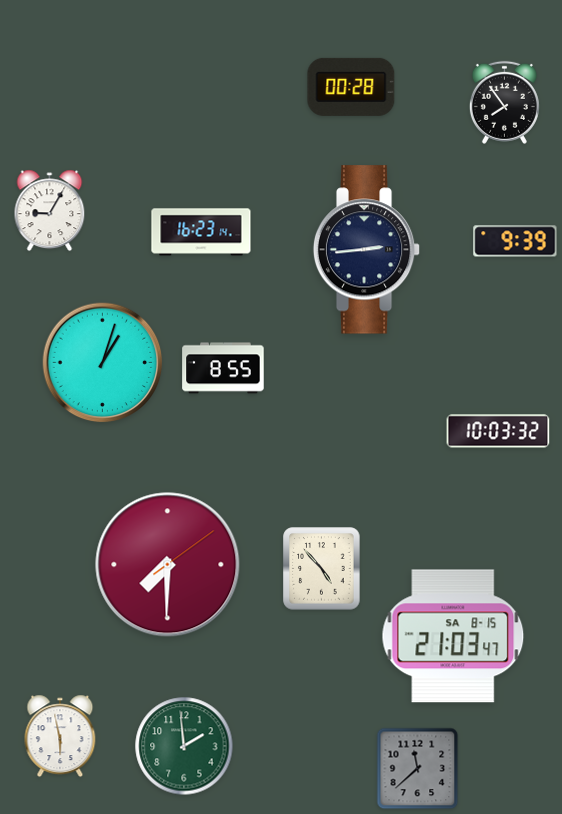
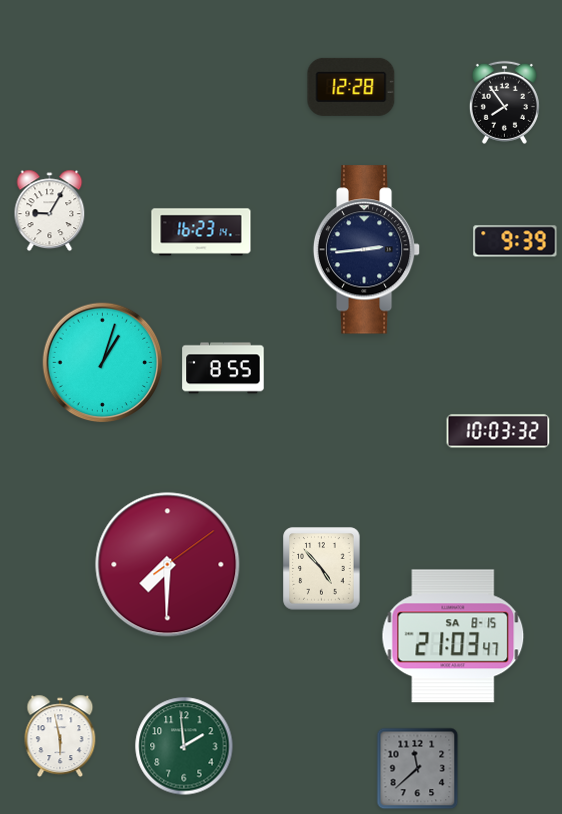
clock at (351, 87): 00:28 -> 12:28
